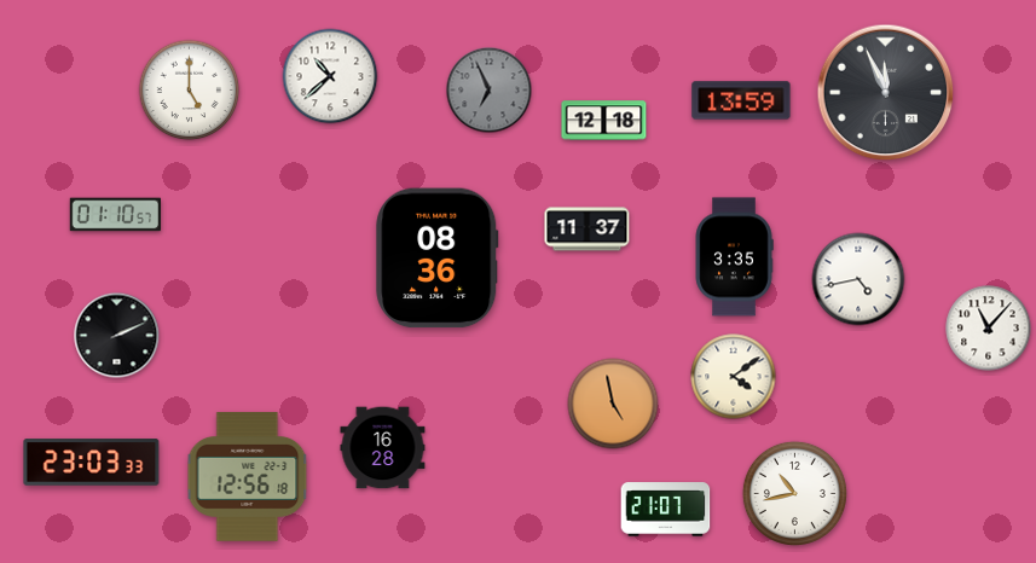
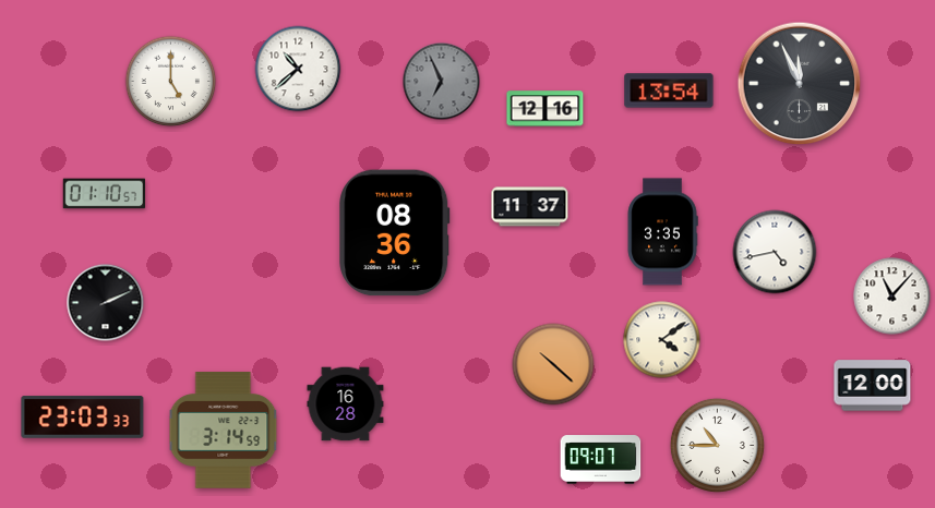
clock at (741, 100): 13:59 -> 13:54
clock at (604, 121): 12:18 -> 12:16
clock at (613, 404): 4:58 -> 10:22
clock at (873, 386): none -> 12:00
clock at (248, 477): 12:56 -> 3:14
clock at (794, 493): 10:43 -> 10:45
clock at (666, 510): 21:07 -> 09:07
